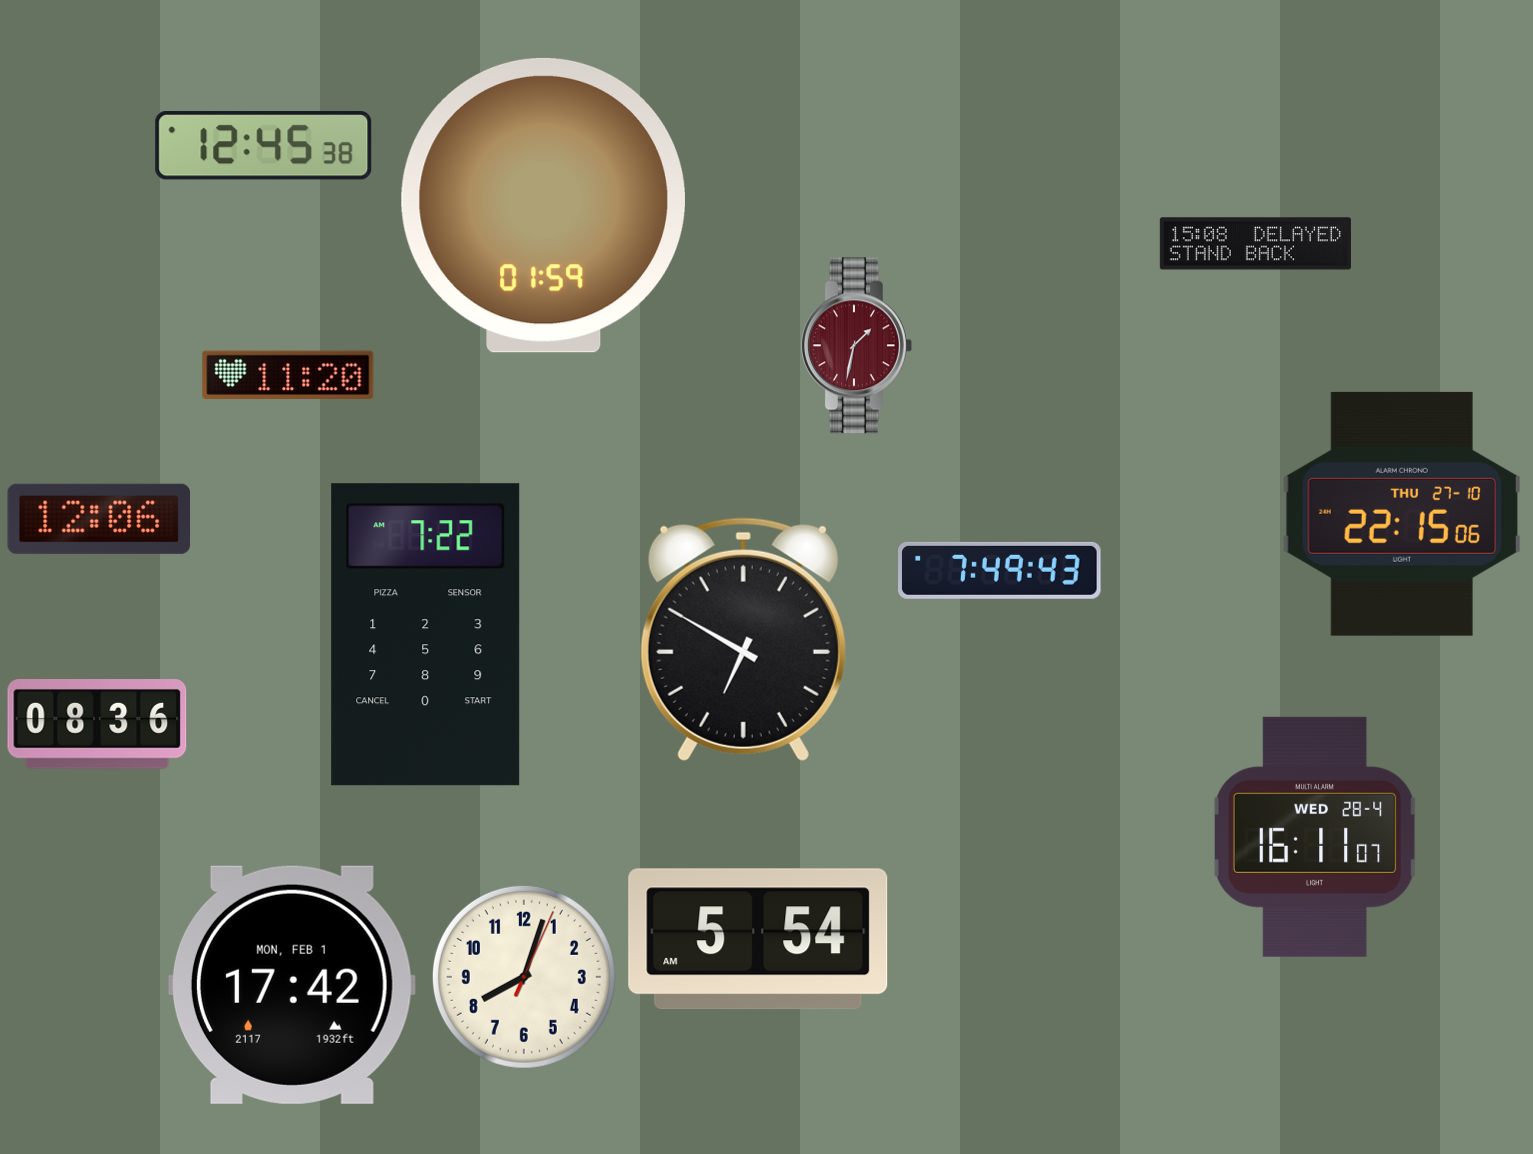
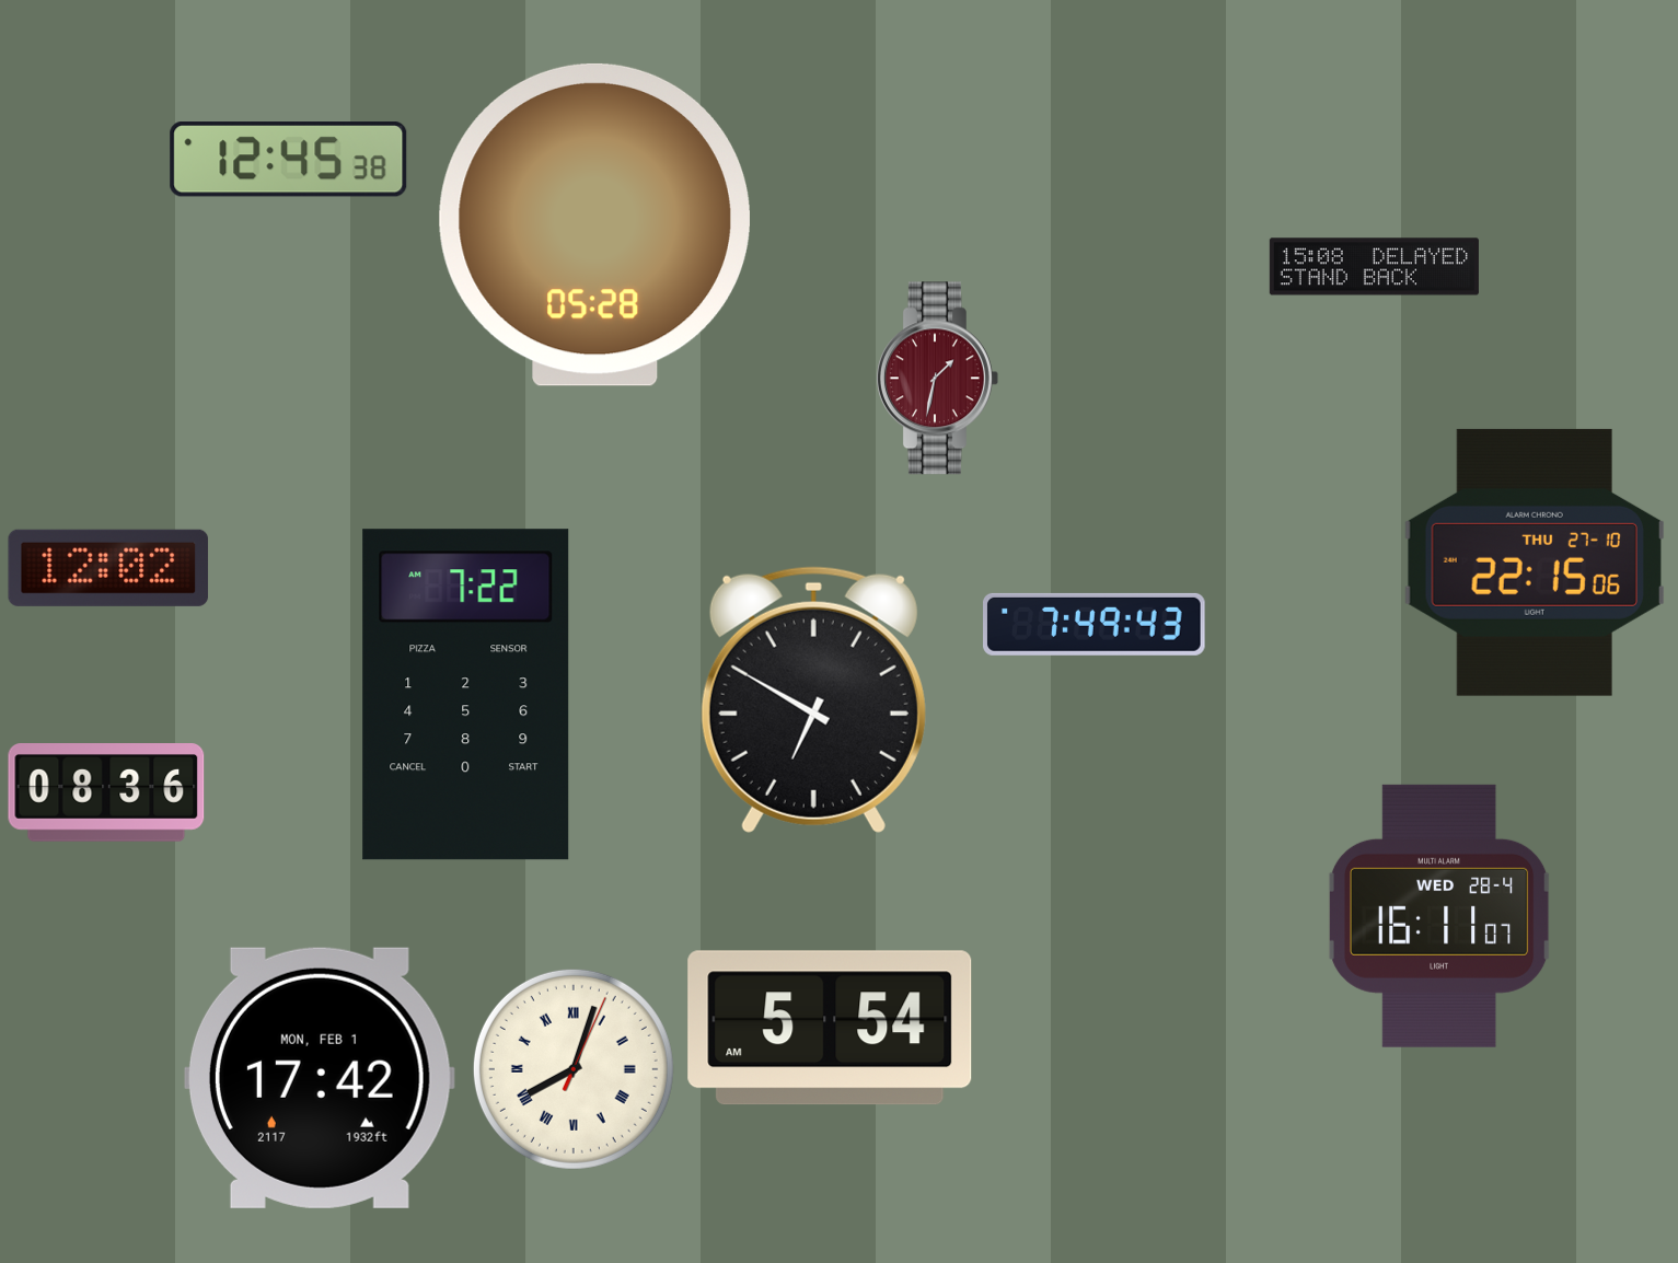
clock at (543, 205): 01:59 -> 05:28
clock at (288, 374): 11:20 -> none
clock at (99, 519): 12:06 -> 12:02
clock at (524, 977) numerals: Arabic -> Roman
